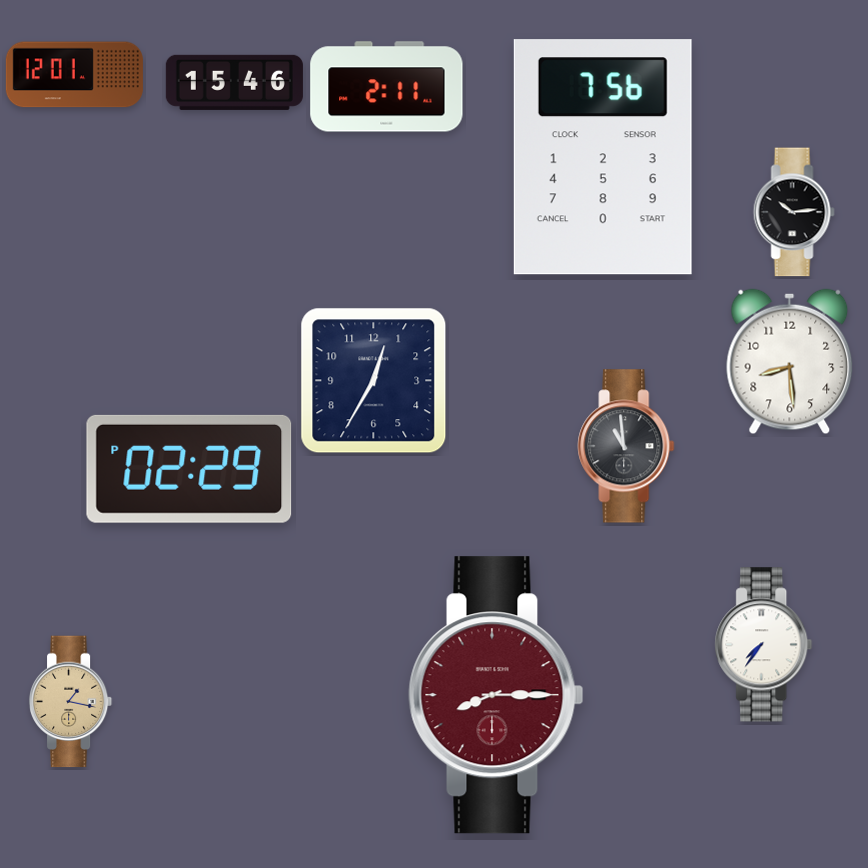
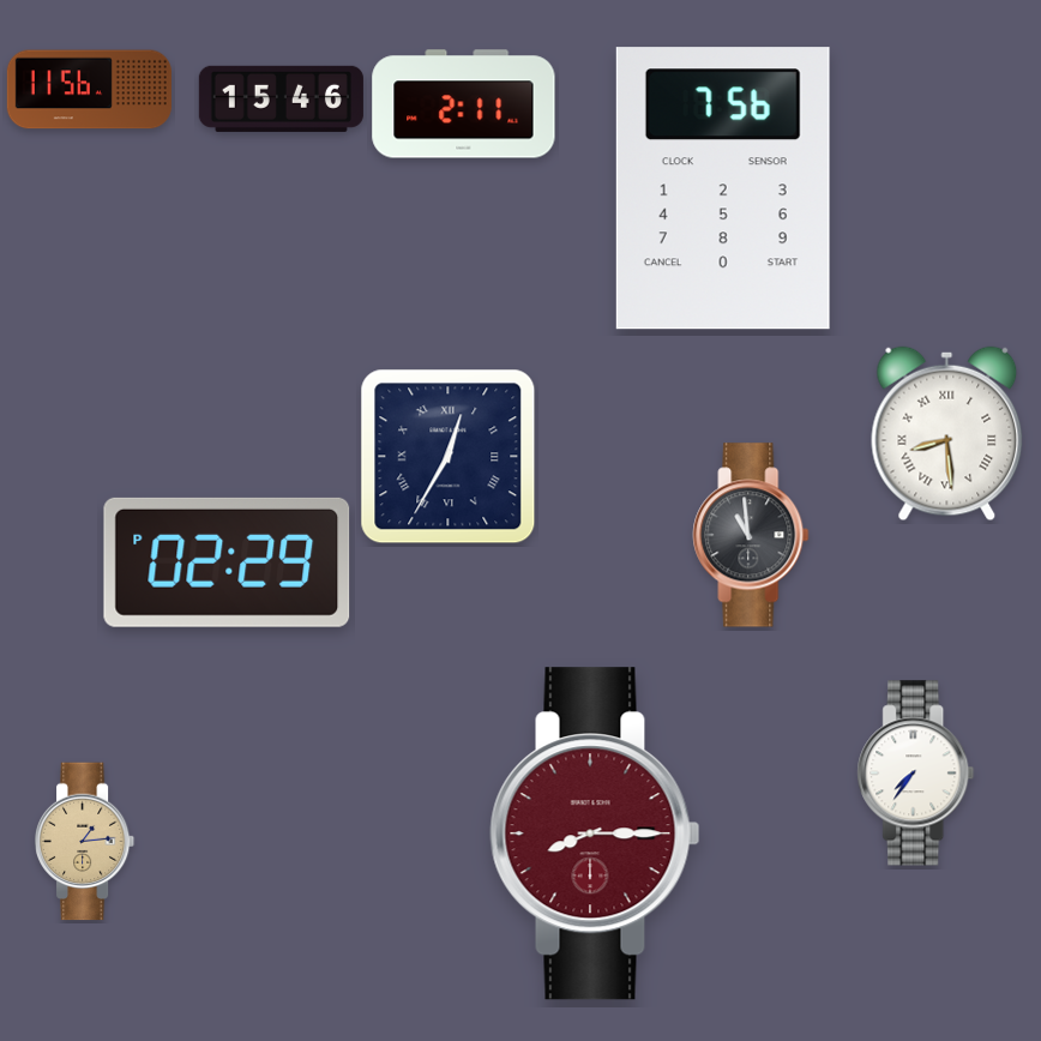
clock at (74, 75): 12:01 -> 11:56
clock at (794, 212): 10:14 -> none
clock at (790, 362) numerals: Arabic -> Roman
clock at (374, 381) numerals: Arabic -> Roman
clock at (71, 702): 1:17 -> 1:14
